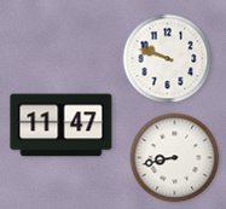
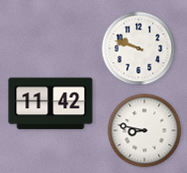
clock at (62, 126): 11:47 -> 11:42
clock at (175, 158): 8:43 -> 8:47
